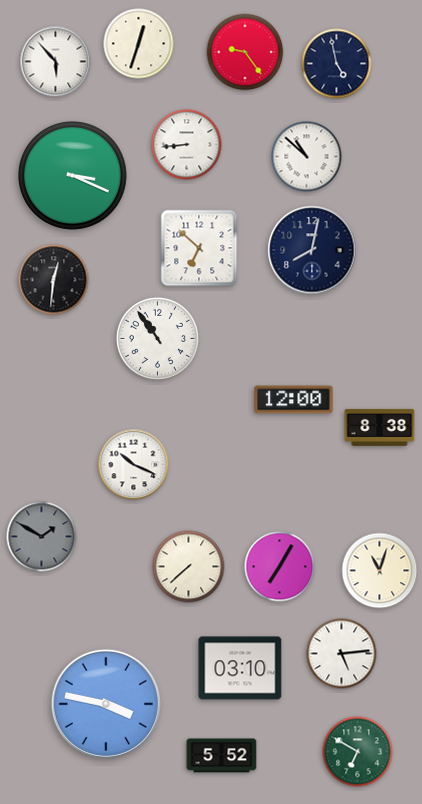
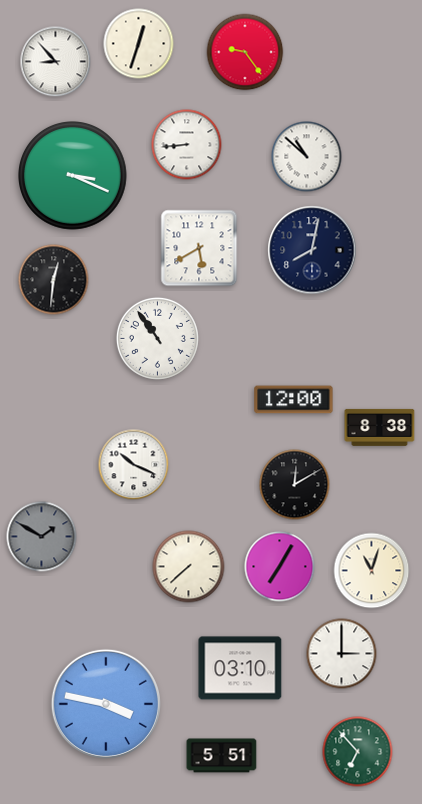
clock at (56, 62): 5:53 -> 8:53
clock at (337, 64): 4:58 -> none
clock at (199, 248): 6:52 -> 5:40
clock at (295, 485): none -> 12:10
clock at (380, 571) position: (380, 571) -> (372, 571)
clock at (342, 654): 5:14 -> 3:00
clock at (358, 752): 6:50 -> 6:53
clock at (222, 756): 5:52 -> 5:51
